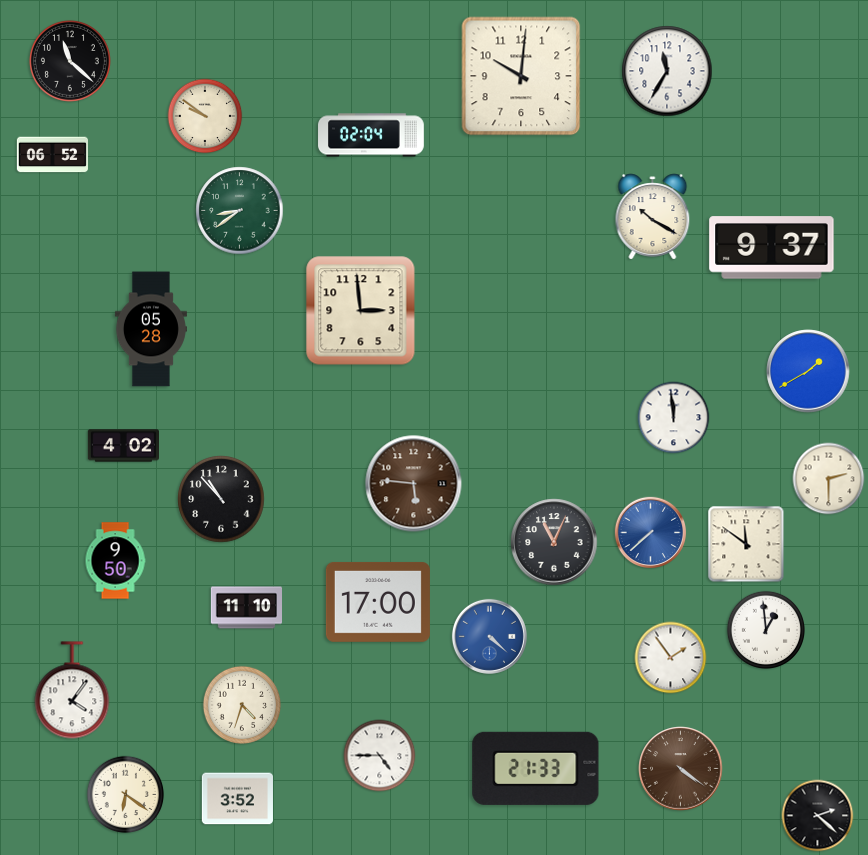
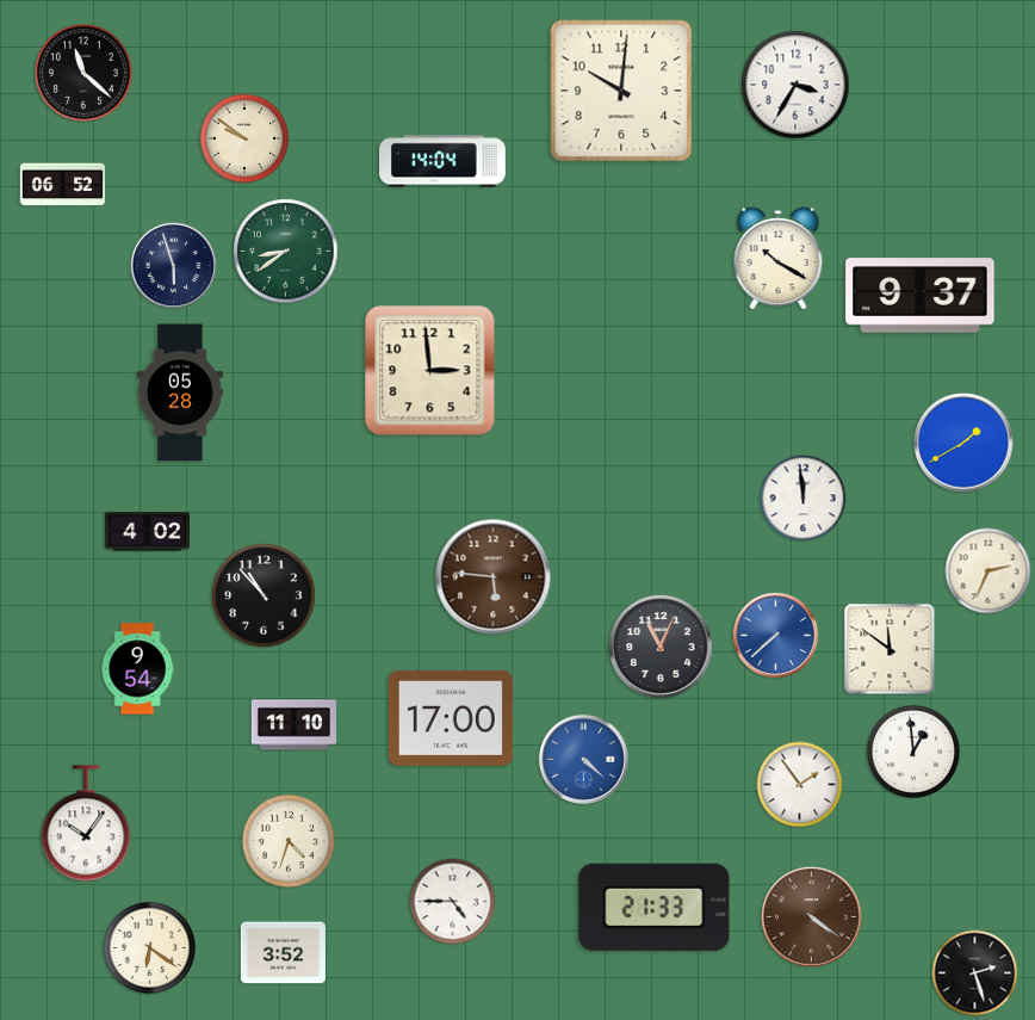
clock at (667, 71): 11:35 -> 3:35
clock at (371, 135): 02:04 -> 14:04
clock at (173, 265): none -> 5:57
clock at (829, 479): 2:30 -> 2:34
clock at (115, 561): 9:50 -> 9:54
clock at (72, 690): 4:06 -> 10:06
clock at (536, 768) position: (536, 768) -> (655, 907)
clock at (818, 816): 2:22 -> 2:27
